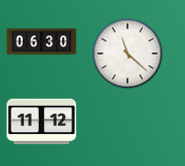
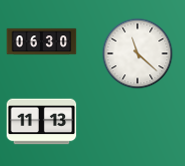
clock at (128, 54) position: (128, 54) -> (138, 54)
clock at (42, 122): 11:12 -> 11:13
